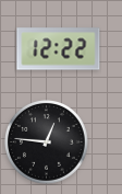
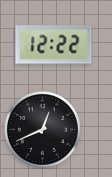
clock at (47, 142): 12:46 -> 12:41
